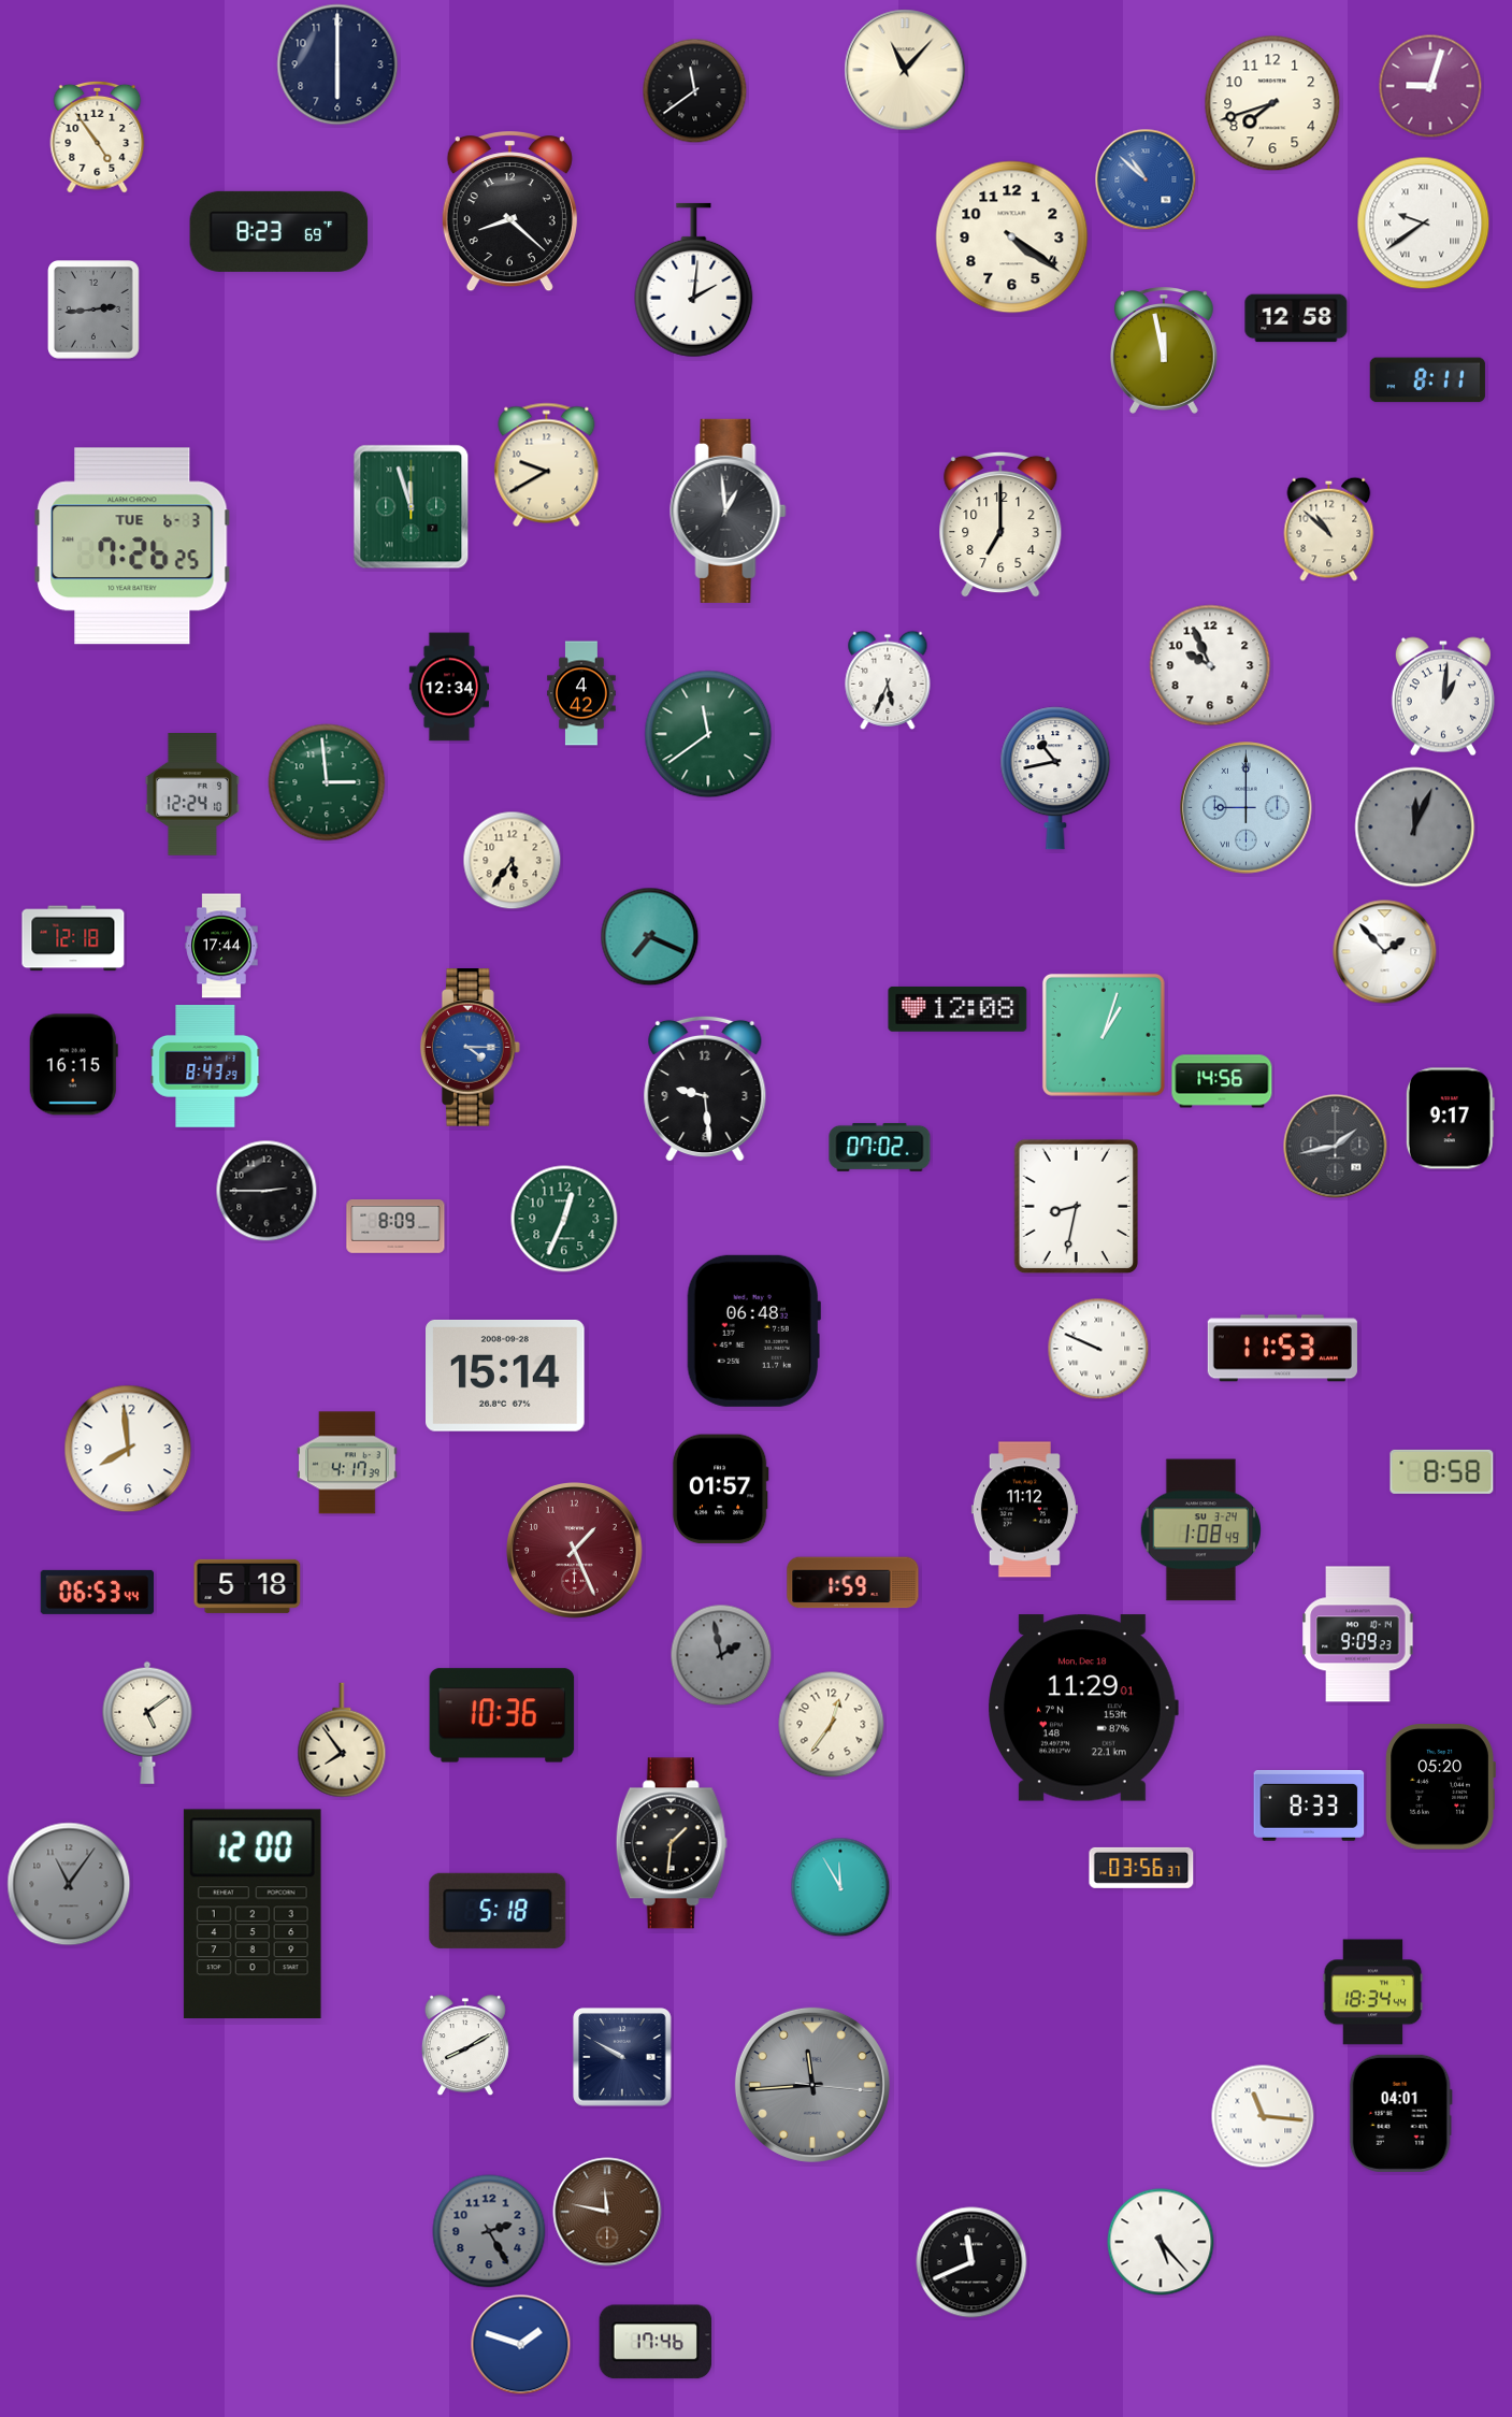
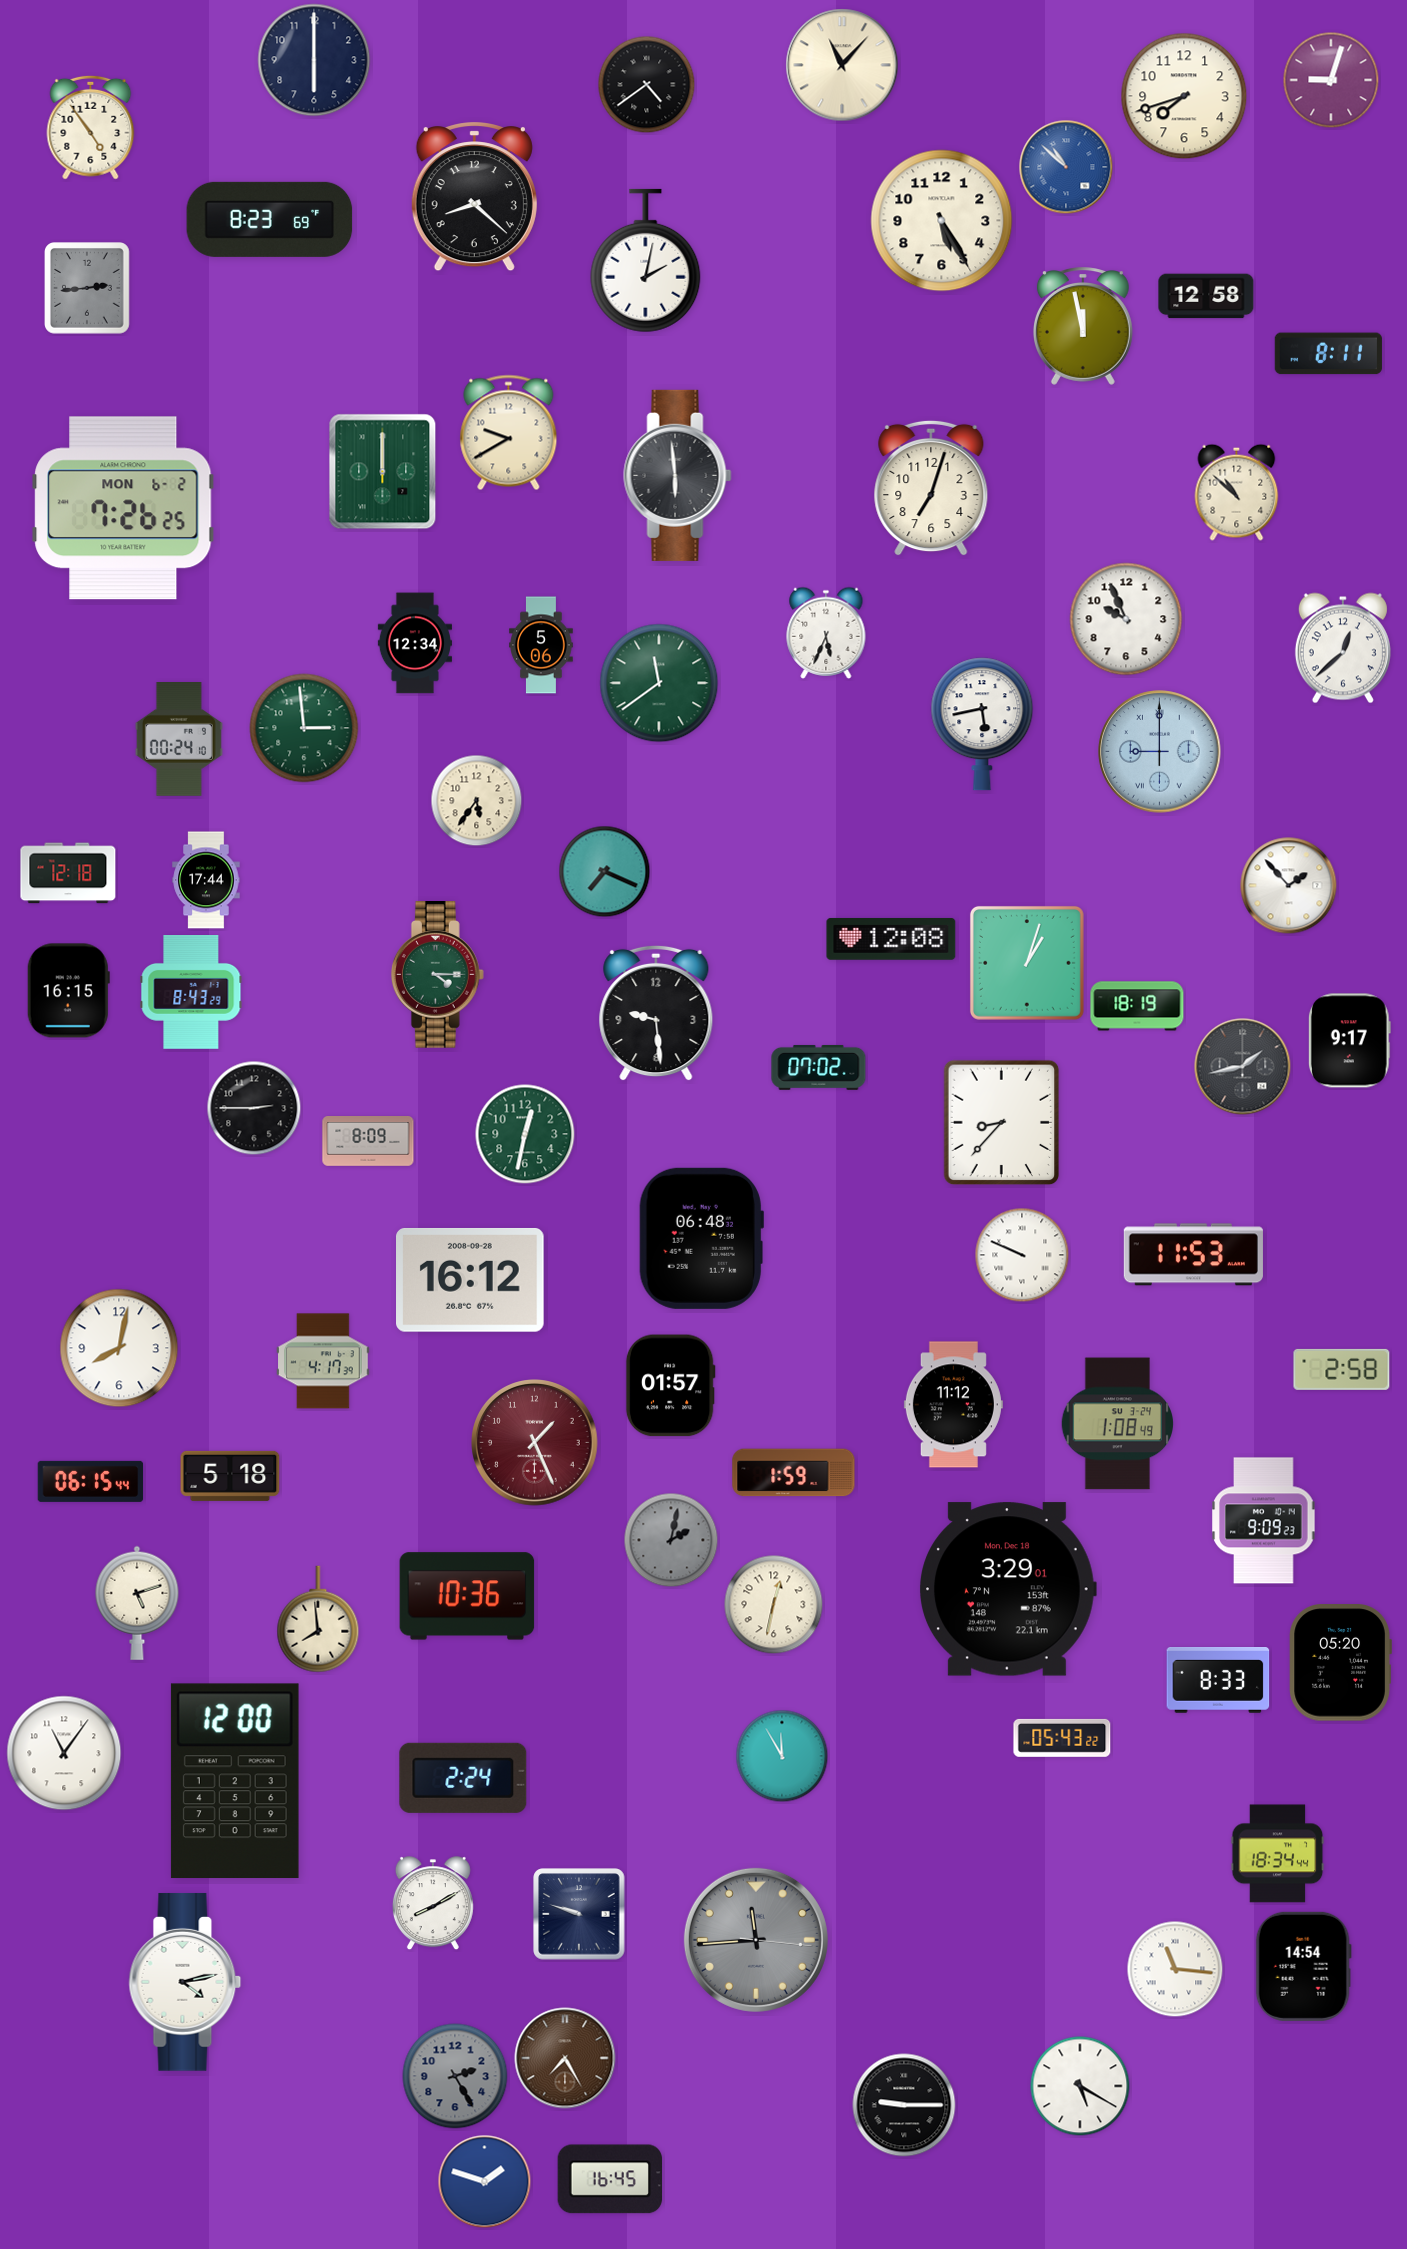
clock at (695, 91): 11:39 -> 4:39
clock at (1424, 224): 9:39 -> none
clock at (279, 231) position: (279, 231) -> (270, 219)
clock at (1012, 238): 4:21 -> 5:25
clock at (694, 280): 2:01 -> 2:02
clock at (412, 507): 11:57 -> 12:00
clock at (729, 510): 12:59 -> 5:59
clock at (1000, 524): 7:00 -> 7:03
clock at (132, 546) date: TUE 6-3 -> MON 6-2
clock at (449, 687) position: (449, 687) -> (415, 643)
clock at (581, 693): 4:42 -> 5:06
clock at (1443, 696): 1:01 -> 12:38
clock at (1055, 778): 10:43 -> 5:43
clock at (192, 795): 12:24 -> 00:24
clock at (1415, 828): 12:04 -> none
clock at (470, 1048) dial: blue -> green
clock at (1222, 1081): 14:56 -> 18:19
clock at (267, 1191) position: (267, 1191) -> (254, 1108)
clock at (1077, 1207): 8:32 -> 8:37
clock at (564, 1219): 12:34 -> 12:32
clock at (506, 1376): 15:14 -> 16:12
clock at (128, 1449): 7:59 -> 8:02
clock at (1442, 1471): 8:58 -> 2:58
clock at (98, 1592): 06:53 -> 06:15
clock at (721, 1655): 1:58 -> 2:02
clock at (1083, 1708): 11:29 -> 3:29
clock at (147, 1723): 5:09 -> 5:12
clock at (832, 1725): 12:36 -> 12:32
clock at (342, 1740): 7:54 -> 7:59
clock at (672, 1843): 1:31 -> none
clock at (1141, 1868): 03:56 -> 05:43
clock at (69, 1884) dial: grey -> white
clock at (498, 1911): 5:18 -> 2:24
clock at (622, 2057): 9:50 -> 9:48
clock at (1400, 2113): 04:01 -> 14:54
clock at (185, 1982): none -> 4:13
clock at (607, 2212): 11:47 -> 7:25
clock at (1161, 2242): 5:23 -> 5:20
clock at (971, 2262): 11:41 -> 9:15
clock at (656, 2342): 17:46 -> 16:45
